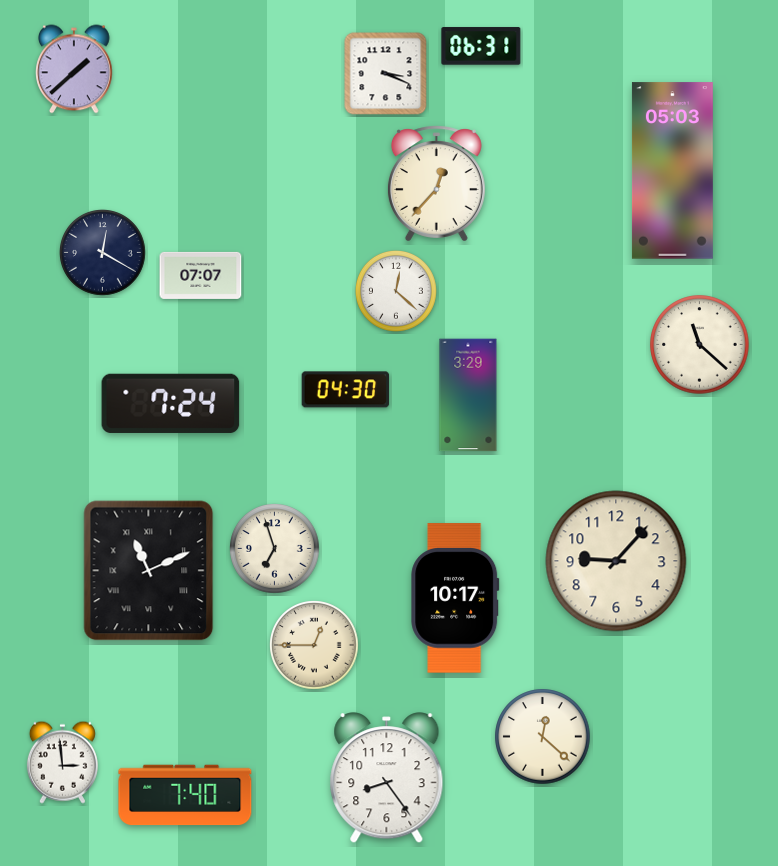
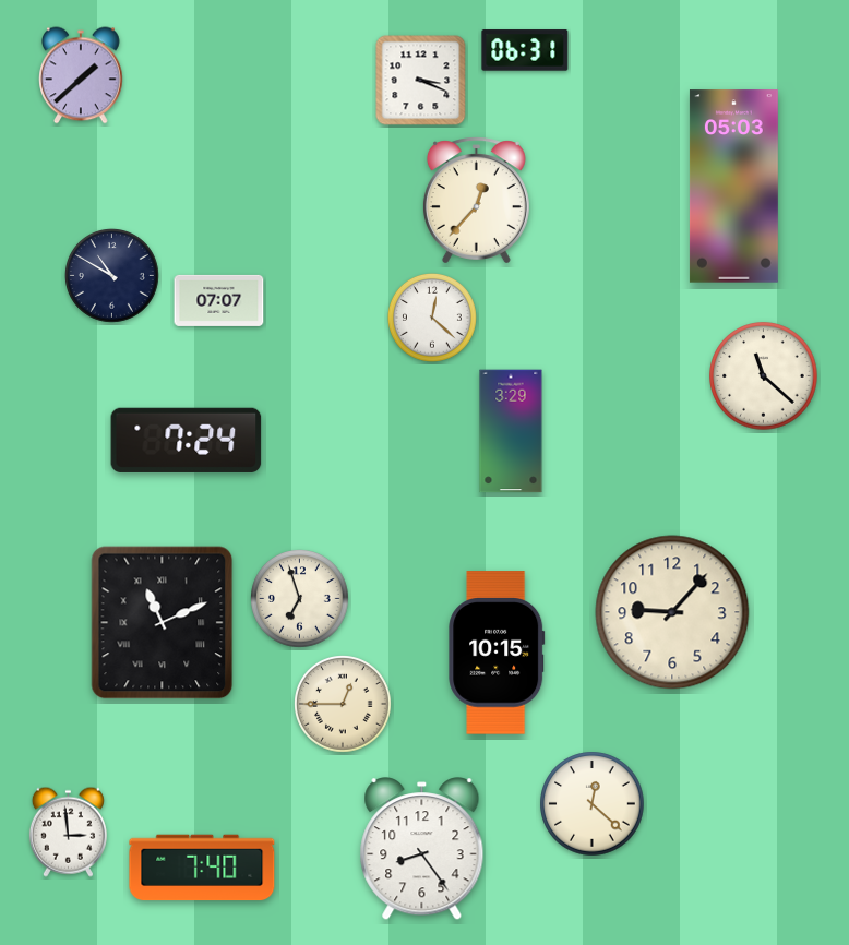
clock at (103, 253): 12:20 -> 10:50
clock at (346, 390): 04:30 -> none
clock at (455, 598): 10:17 -> 10:15
